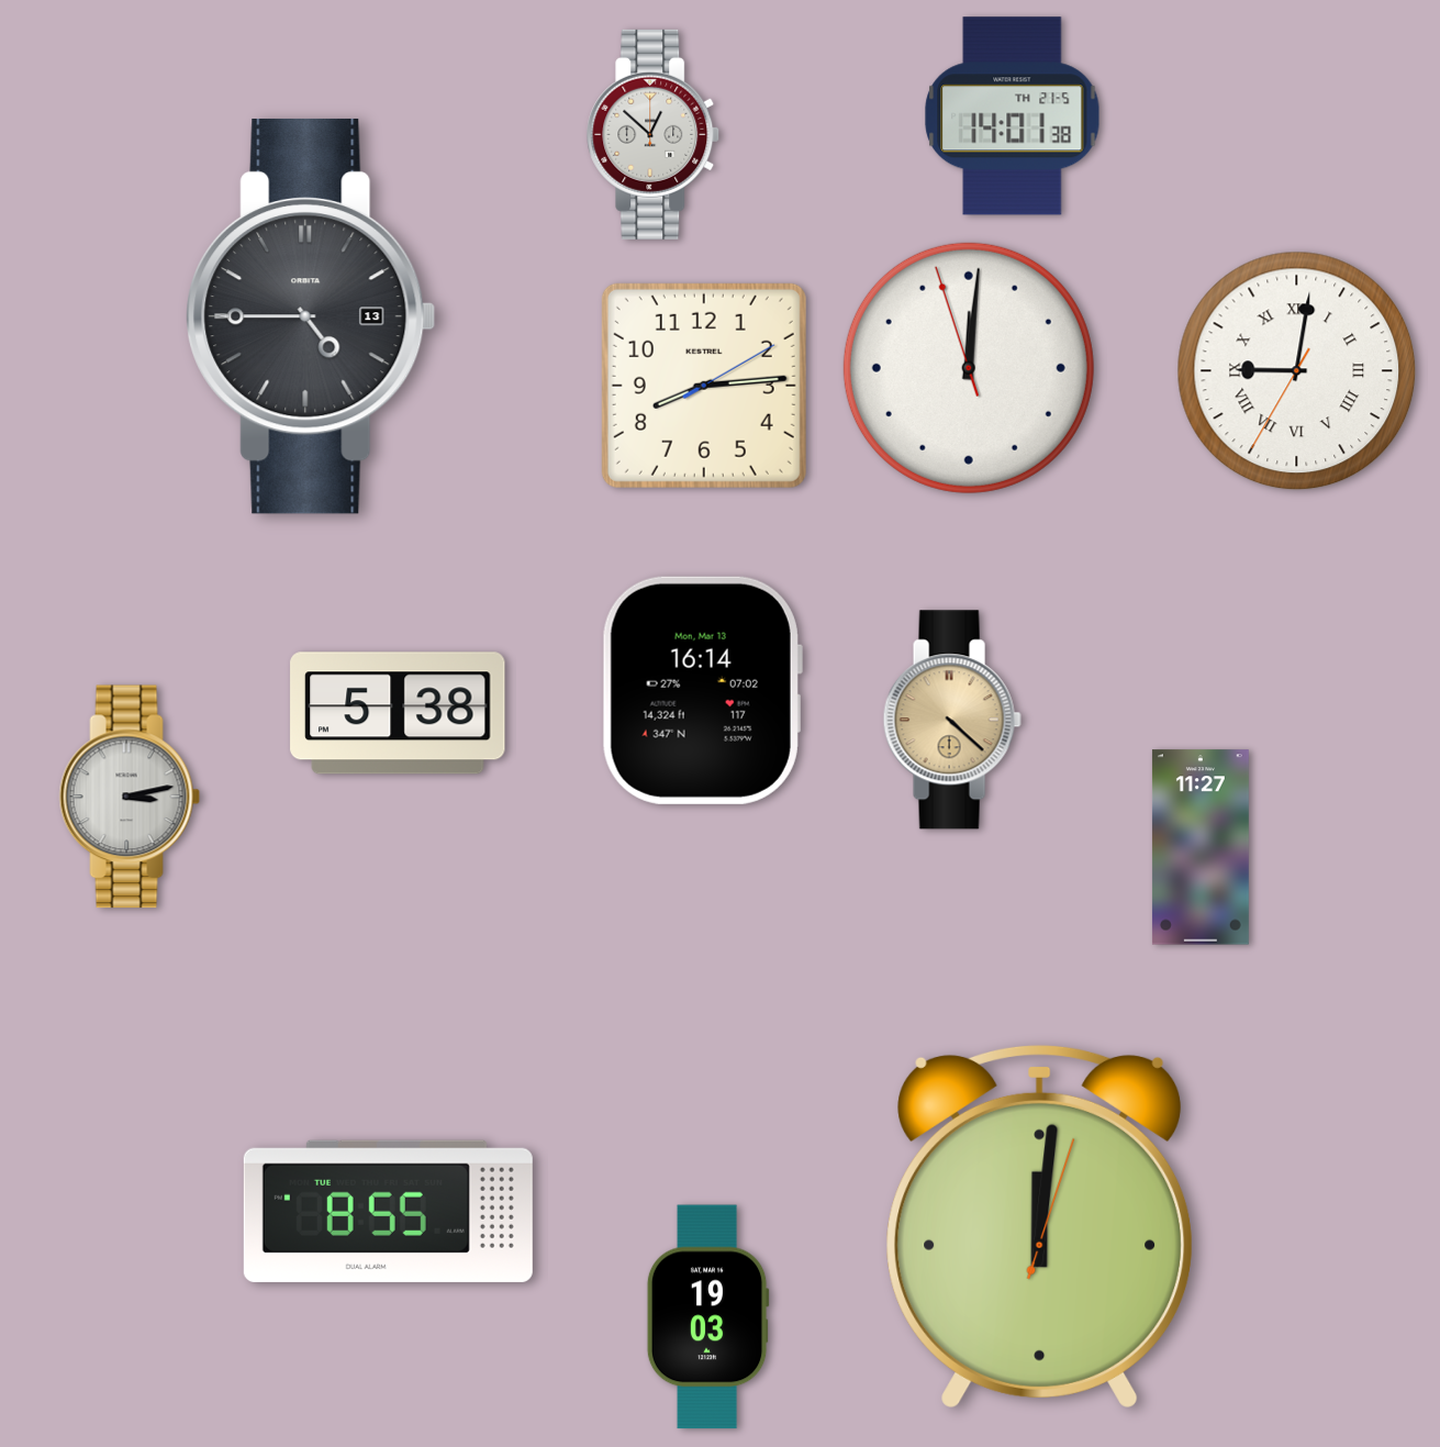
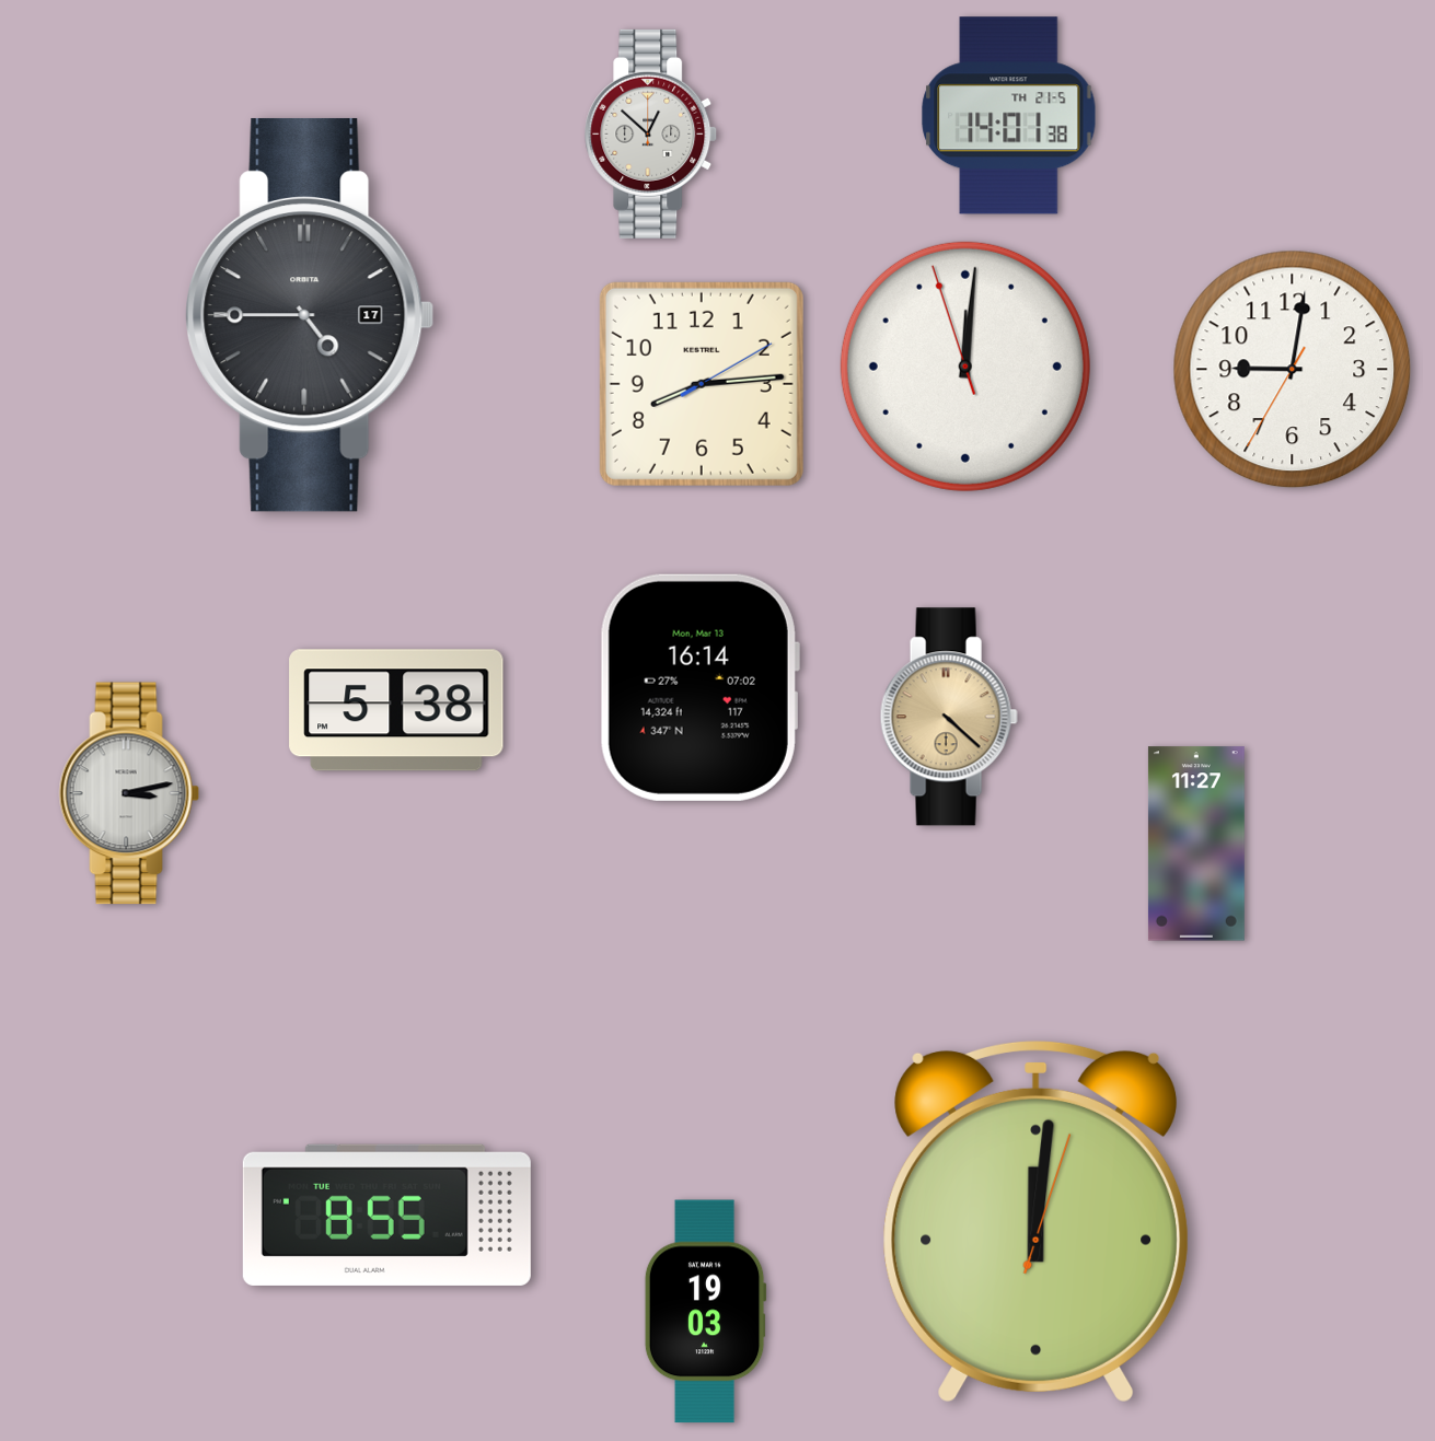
clock at (311, 316) date: 13 -> 17
clock at (1297, 371) numerals: Roman -> Arabic
clock at (388, 1211) position: (388, 1211) -> (386, 1215)
